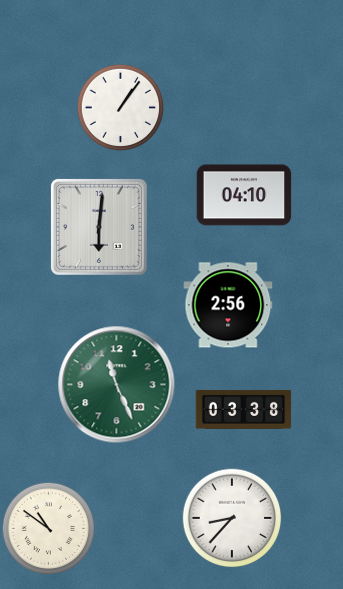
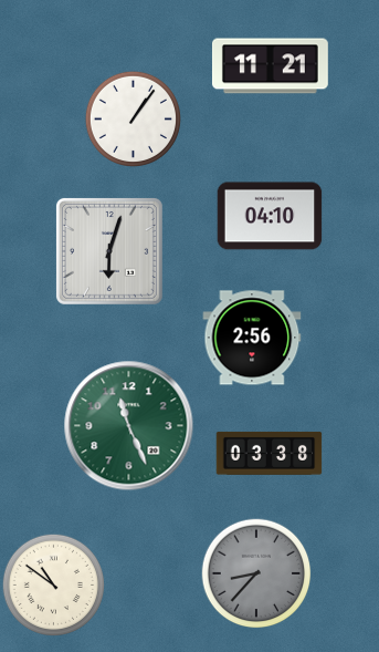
clock at (270, 66): none -> 11:21
clock at (99, 227): 6:01 -> 6:03
clock at (232, 518) dial: white -> grey
